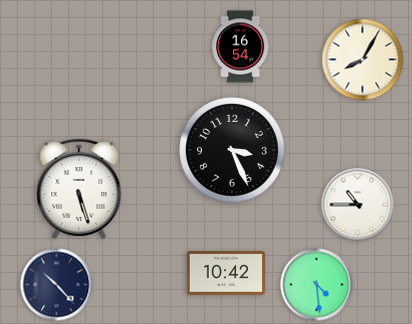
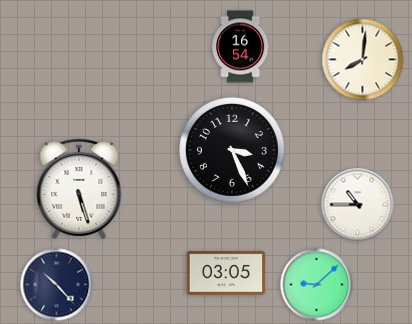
clock at (363, 60): 8:05 -> 8:01
clock at (226, 274): 10:42 -> 03:05
clock at (317, 285): 4:29 -> 9:08
